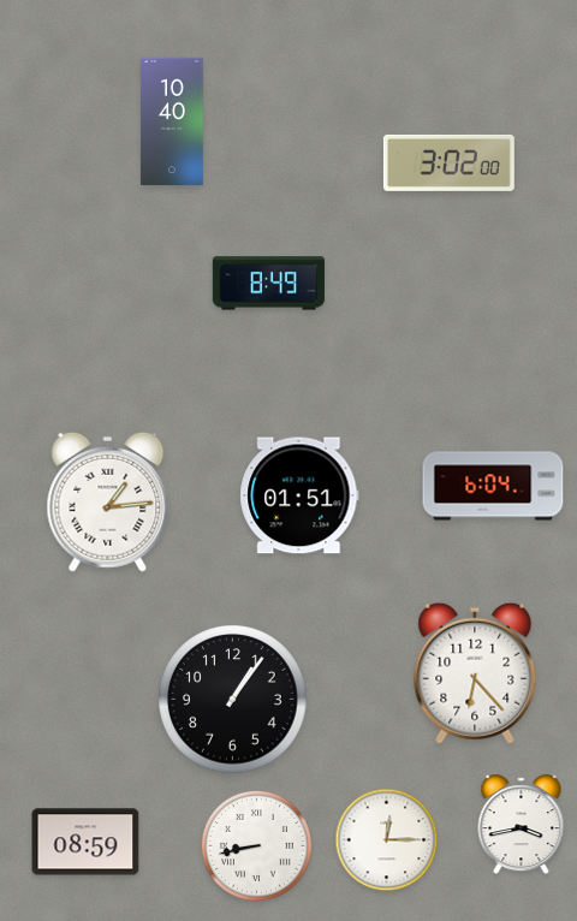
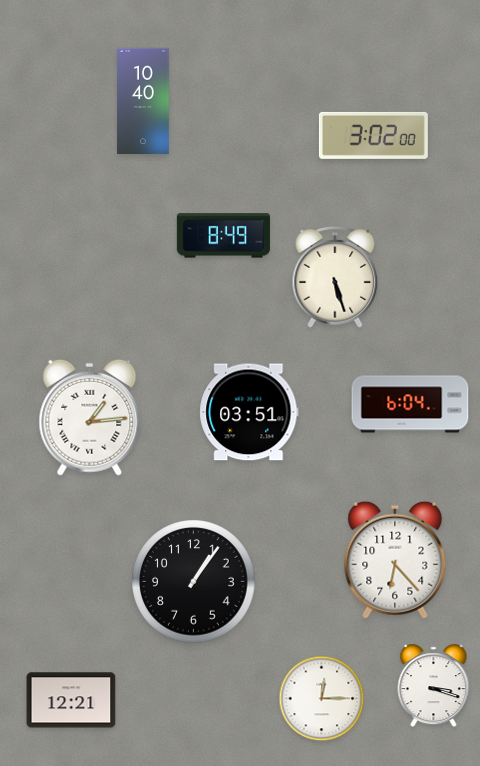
clock at (335, 278): none -> 5:27
clock at (299, 495): 01:51 -> 03:51
clock at (522, 825): 3:43 -> 3:18
clock at (85, 842): 08:59 -> 12:21
clock at (256, 845): 8:43 -> none
